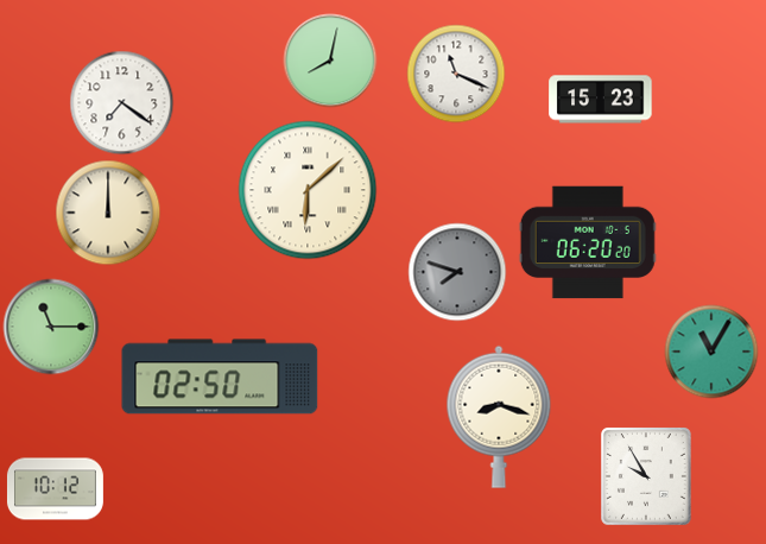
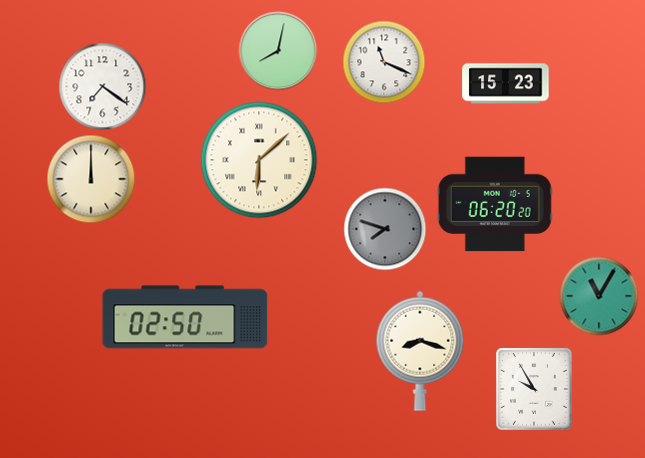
clock at (51, 327): 11:15 -> none
clock at (647, 477) position: (647, 477) -> (535, 390)
clock at (55, 489): 10:12 -> none
